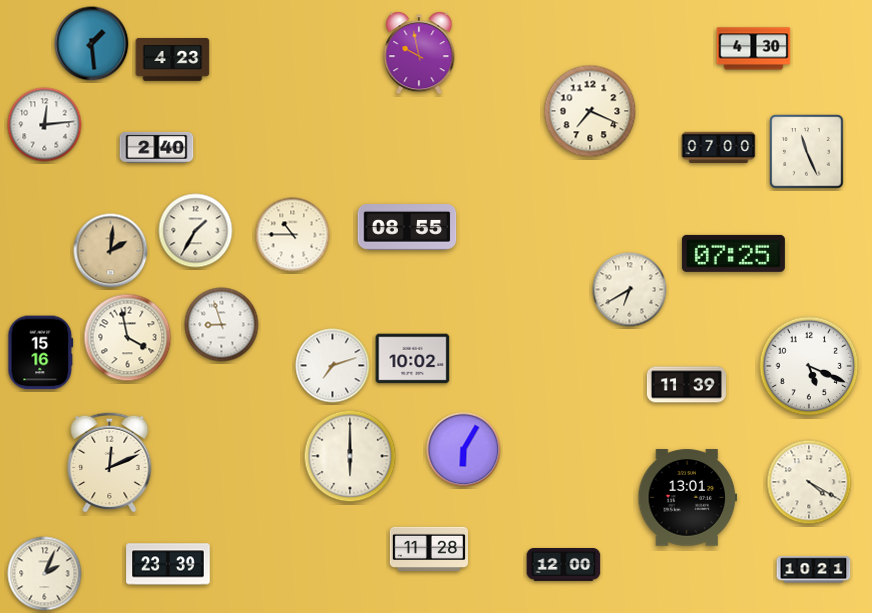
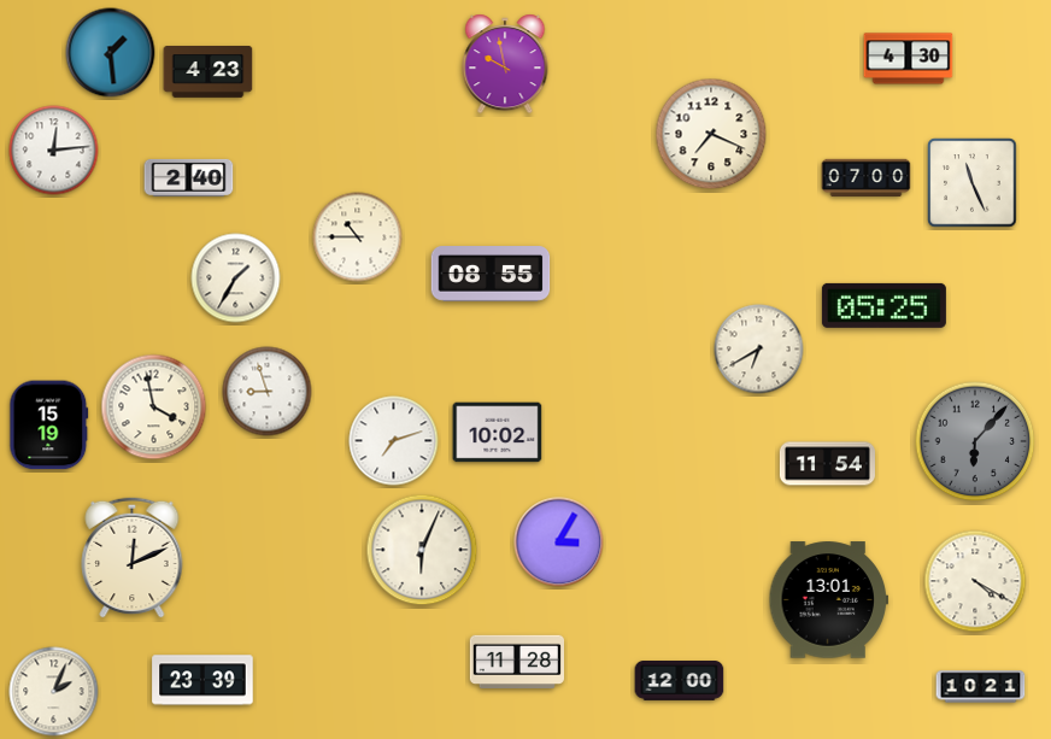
clock at (293, 235) position: (293, 235) -> (358, 237)
clock at (111, 251): 2:01 -> none
clock at (733, 253): 07:25 -> 05:25
clock at (41, 353): 15:16 -> 15:19
clock at (333, 366) position: (333, 366) -> (394, 441)
clock at (809, 366): 5:19 -> 6:07
clock at (809, 366) dial: white -> grey
clock at (686, 385): 11:39 -> 11:54
clock at (464, 450): 6:05 -> 3:05
clock at (350, 456): 6:00 -> 6:04
